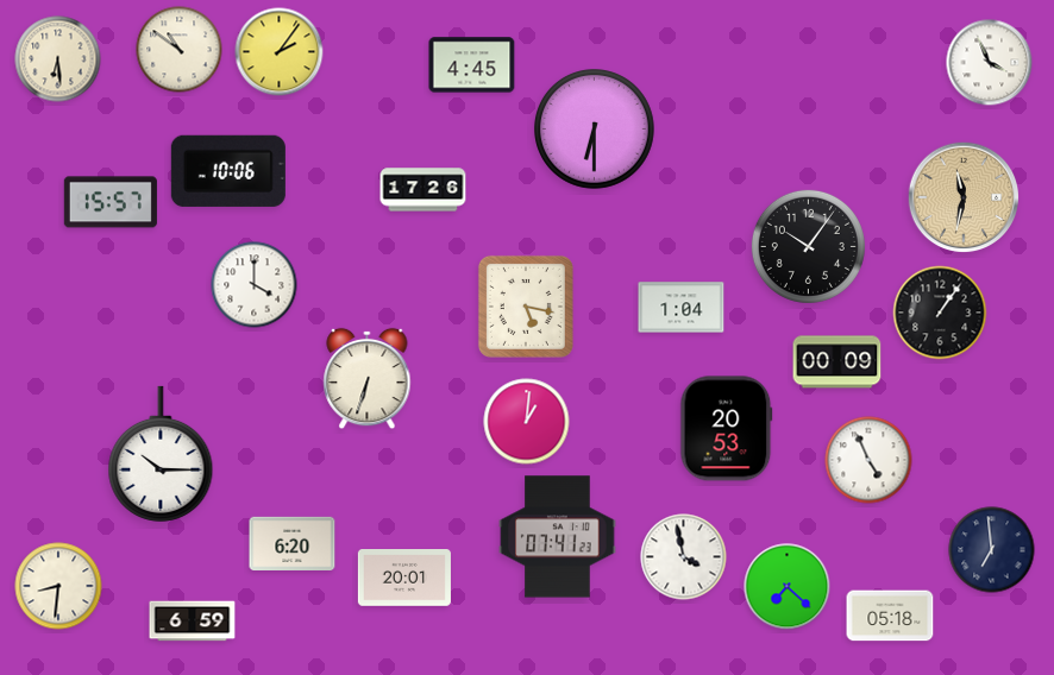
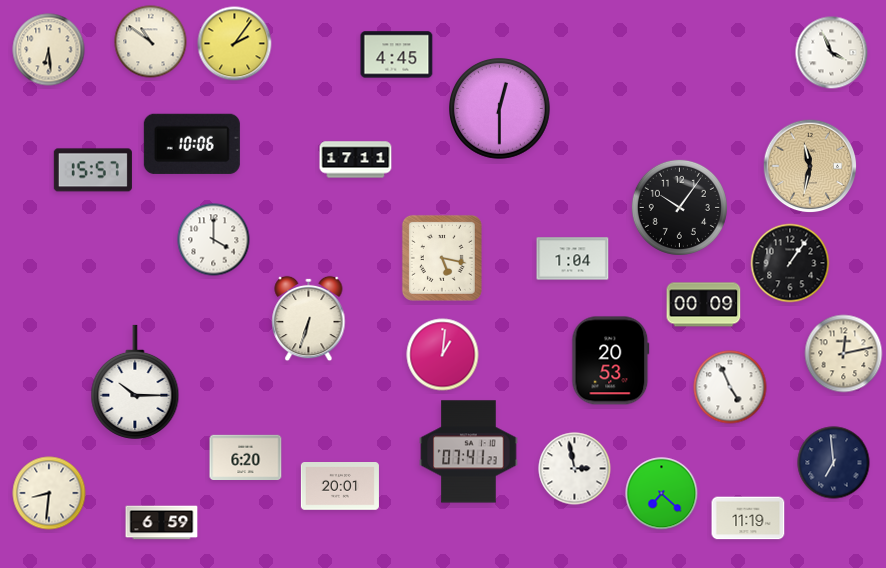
clock at (595, 130): 6:30 -> 12:30
clock at (424, 190): 17:26 -> 17:11
clock at (844, 354): none -> 12:13
clock at (684, 557): 3:58 -> 2:58
clock at (890, 616): 05:18 -> 11:19
